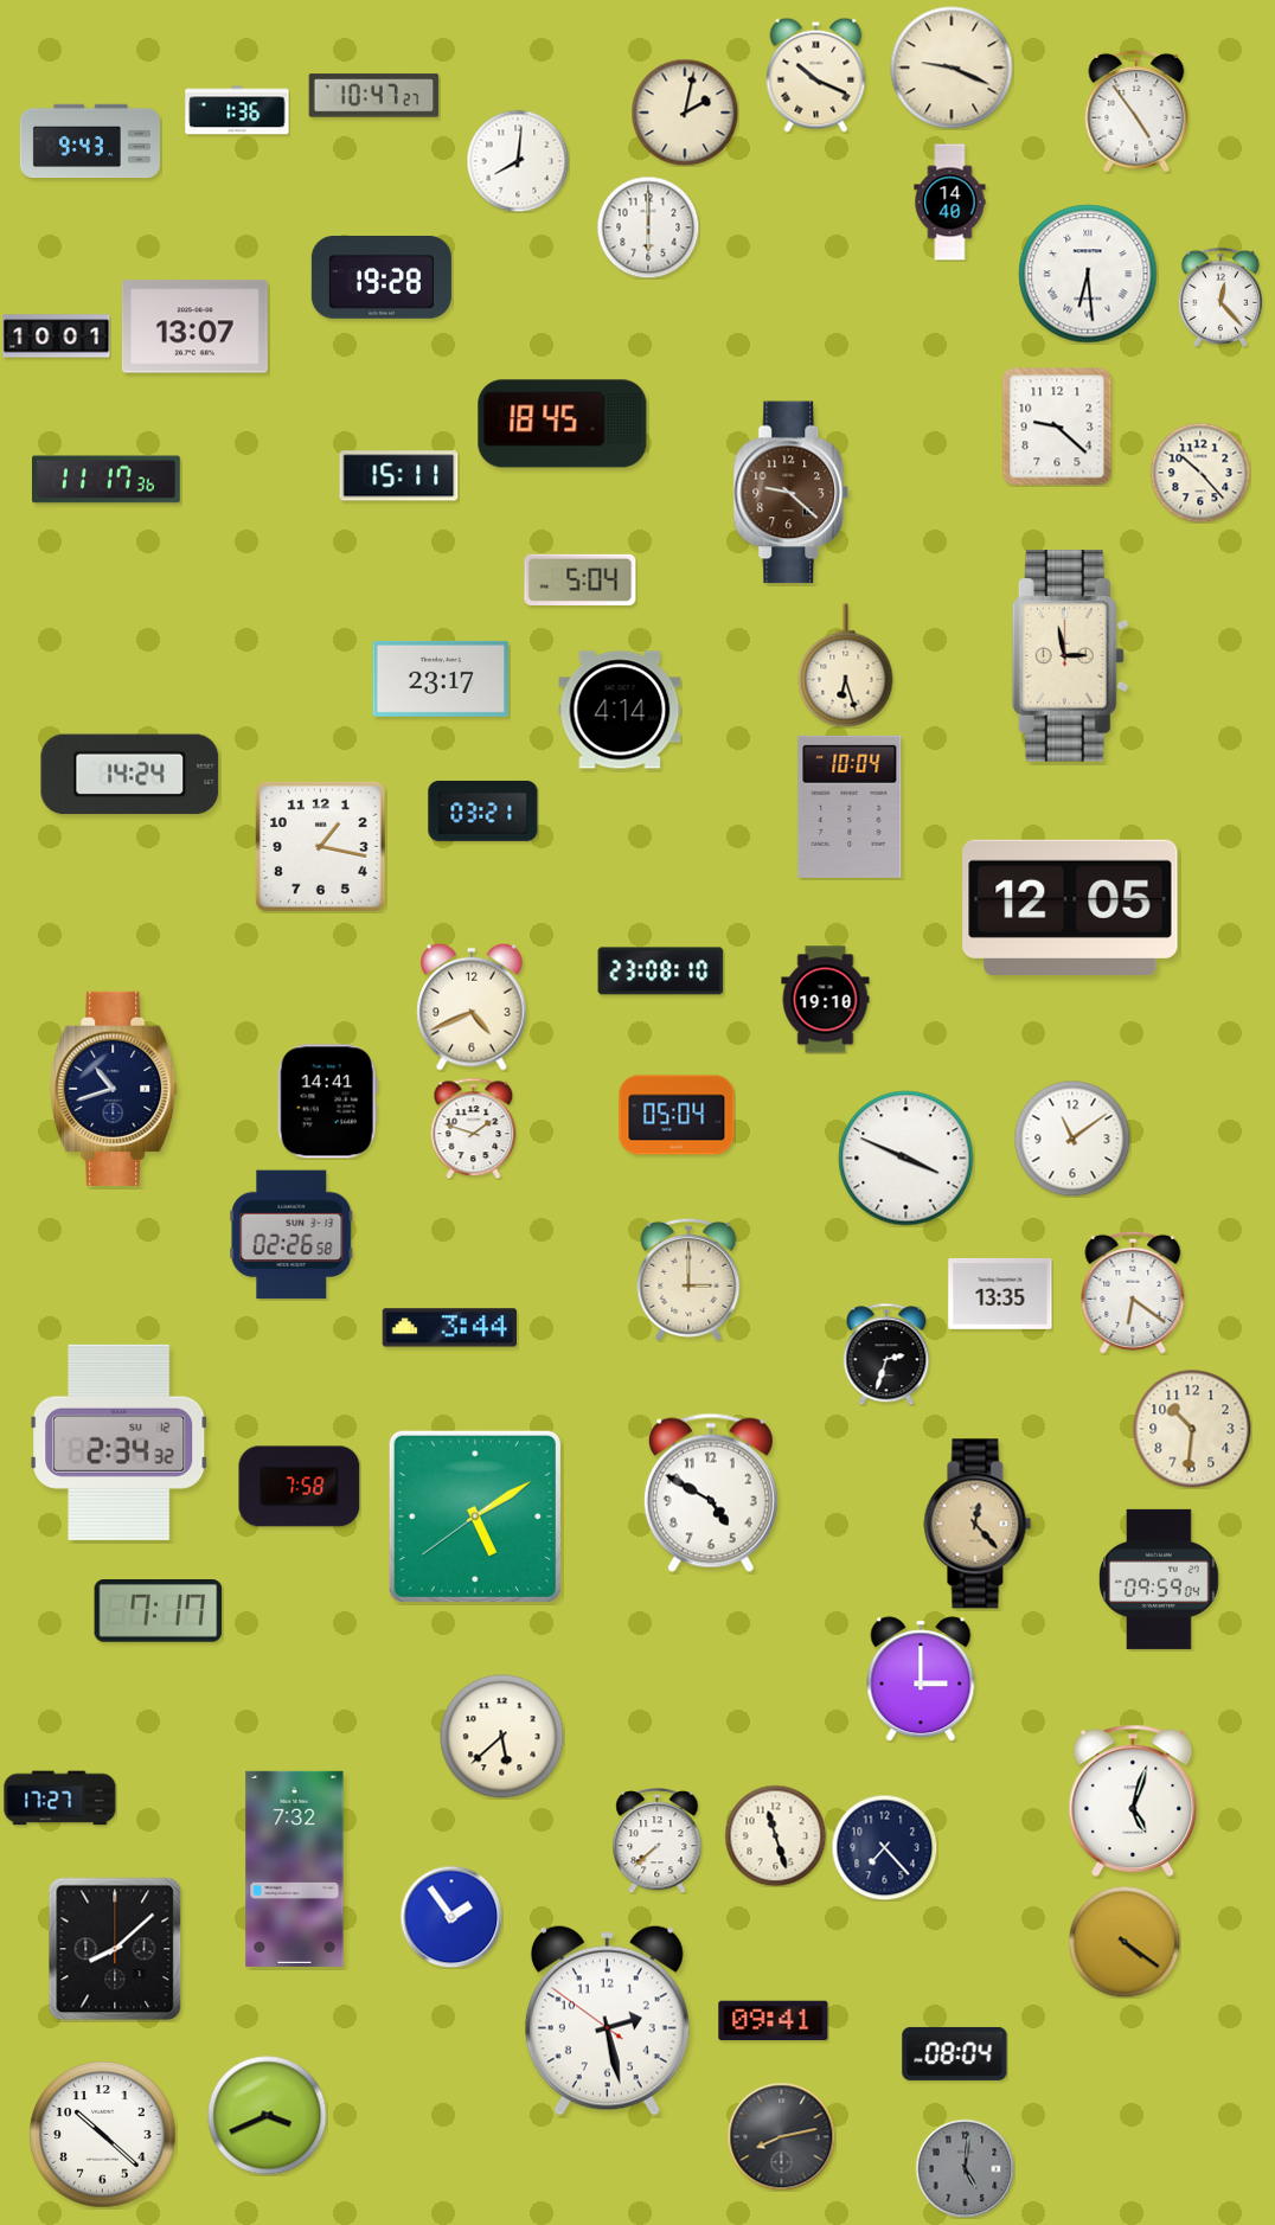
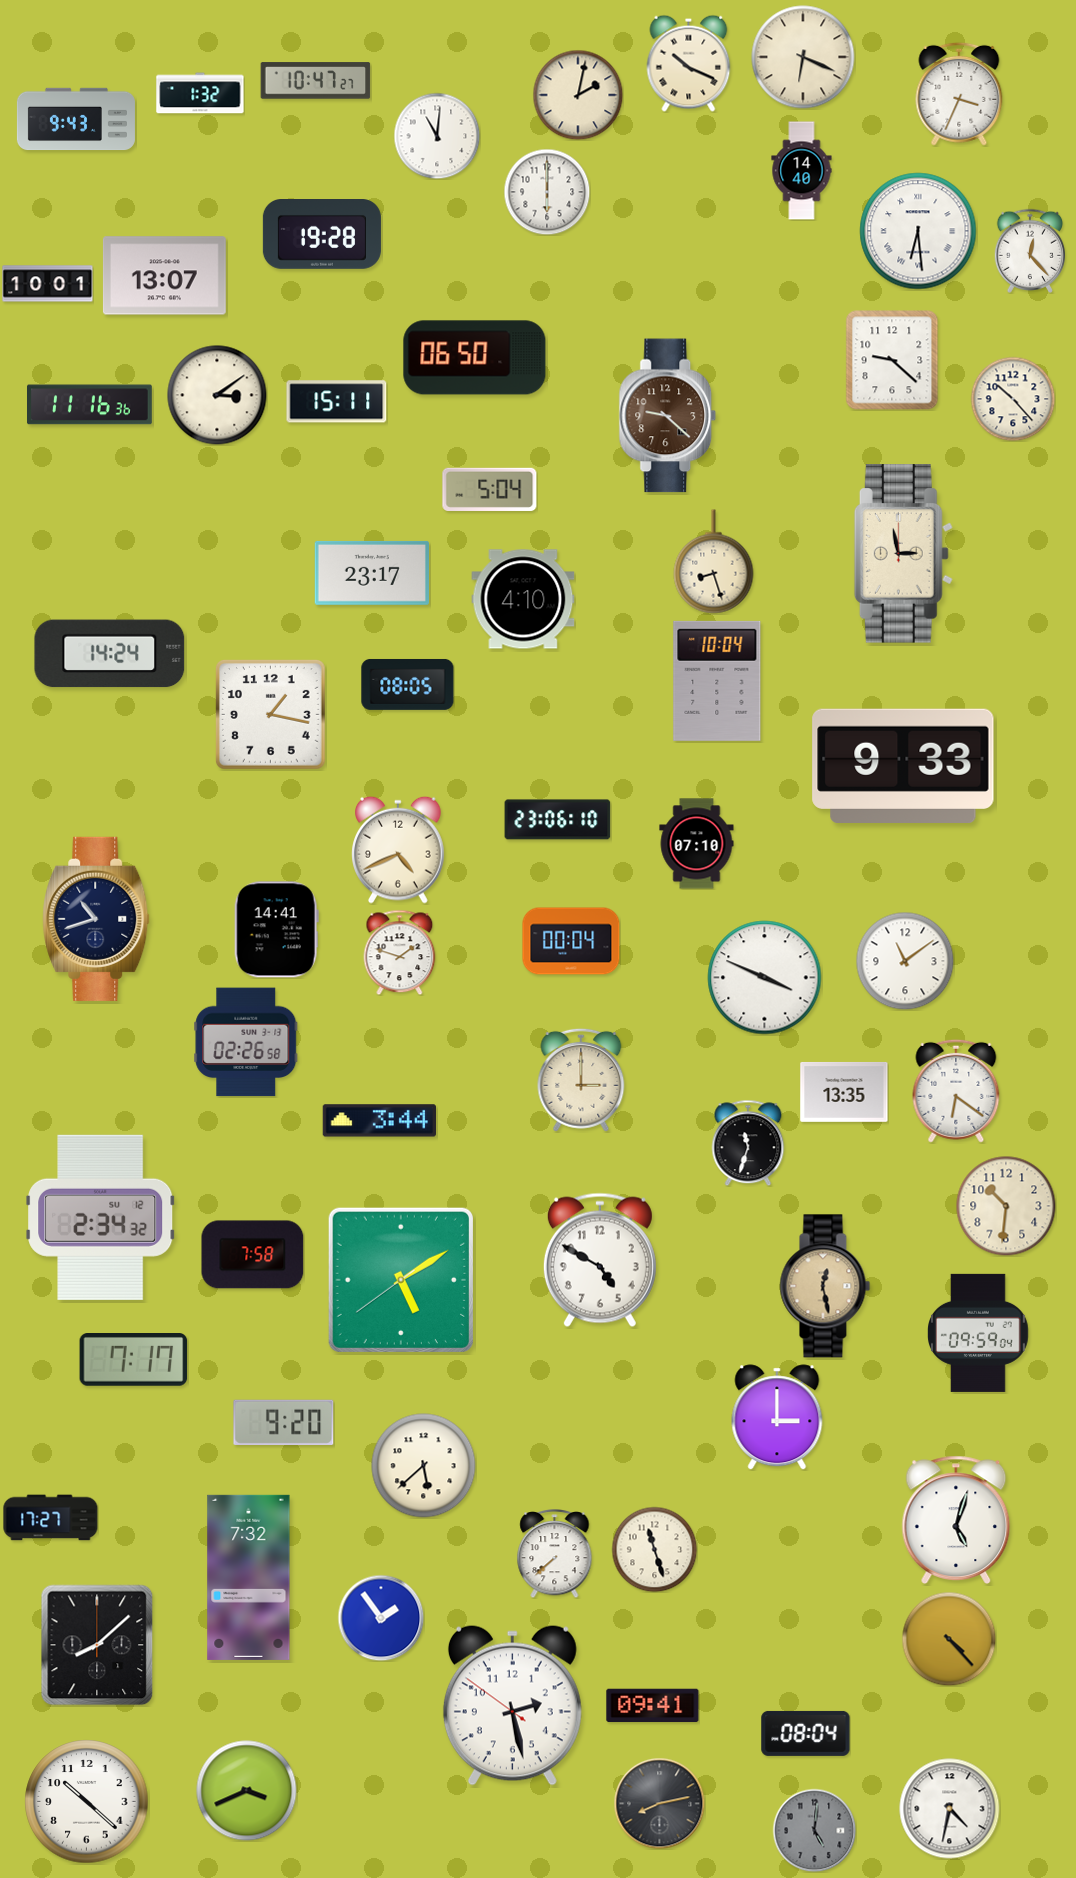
clock at (952, 68): 9:19 -> 6:19
clock at (237, 110): 1:36 -> 1:32
clock at (1136, 111): 4:54 -> 3:34
clock at (518, 161): 8:01 -> 11:01
clock at (563, 424): 18:45 -> 06:50
clock at (217, 395): none -> 3:09
clock at (107, 480): 11:17 -> 11:16
clock at (846, 666): 6:27 -> 8:27
clock at (620, 710): 4:14 -> 4:10
clock at (483, 810): 03:21 -> 08:05
clock at (1070, 906): 12:05 -> 9:33
clock at (661, 972): 23:08 -> 23:06
clock at (826, 1000): 19:10 -> 07:10
clock at (677, 1115): 05:04 -> 00:04
clock at (886, 1354): 2:33 -> 11:33
clock at (978, 1524): 12:23 -> 12:28
clock at (284, 1422): none -> 9:20
clock at (884, 1847): 7:23 -> none
clock at (1125, 1942): 4:21 -> 4:23
clock at (268, 2116) position: (268, 2116) -> (247, 1791)
clock at (950, 1809): none -> 4:32
